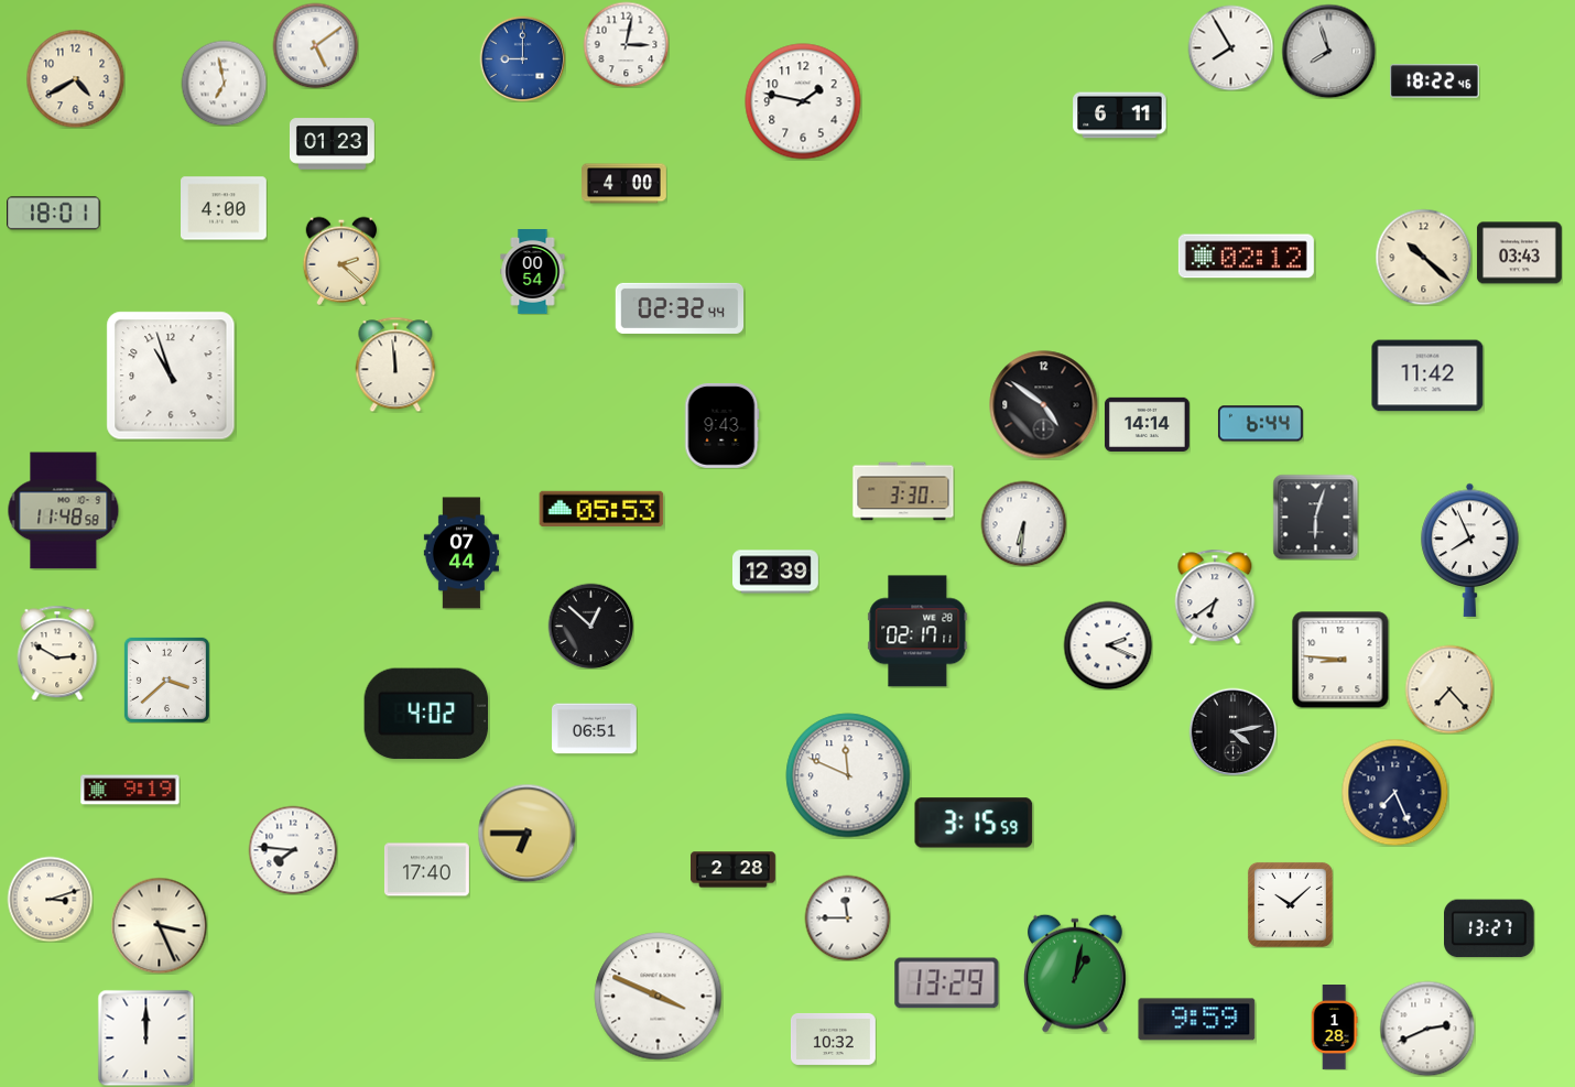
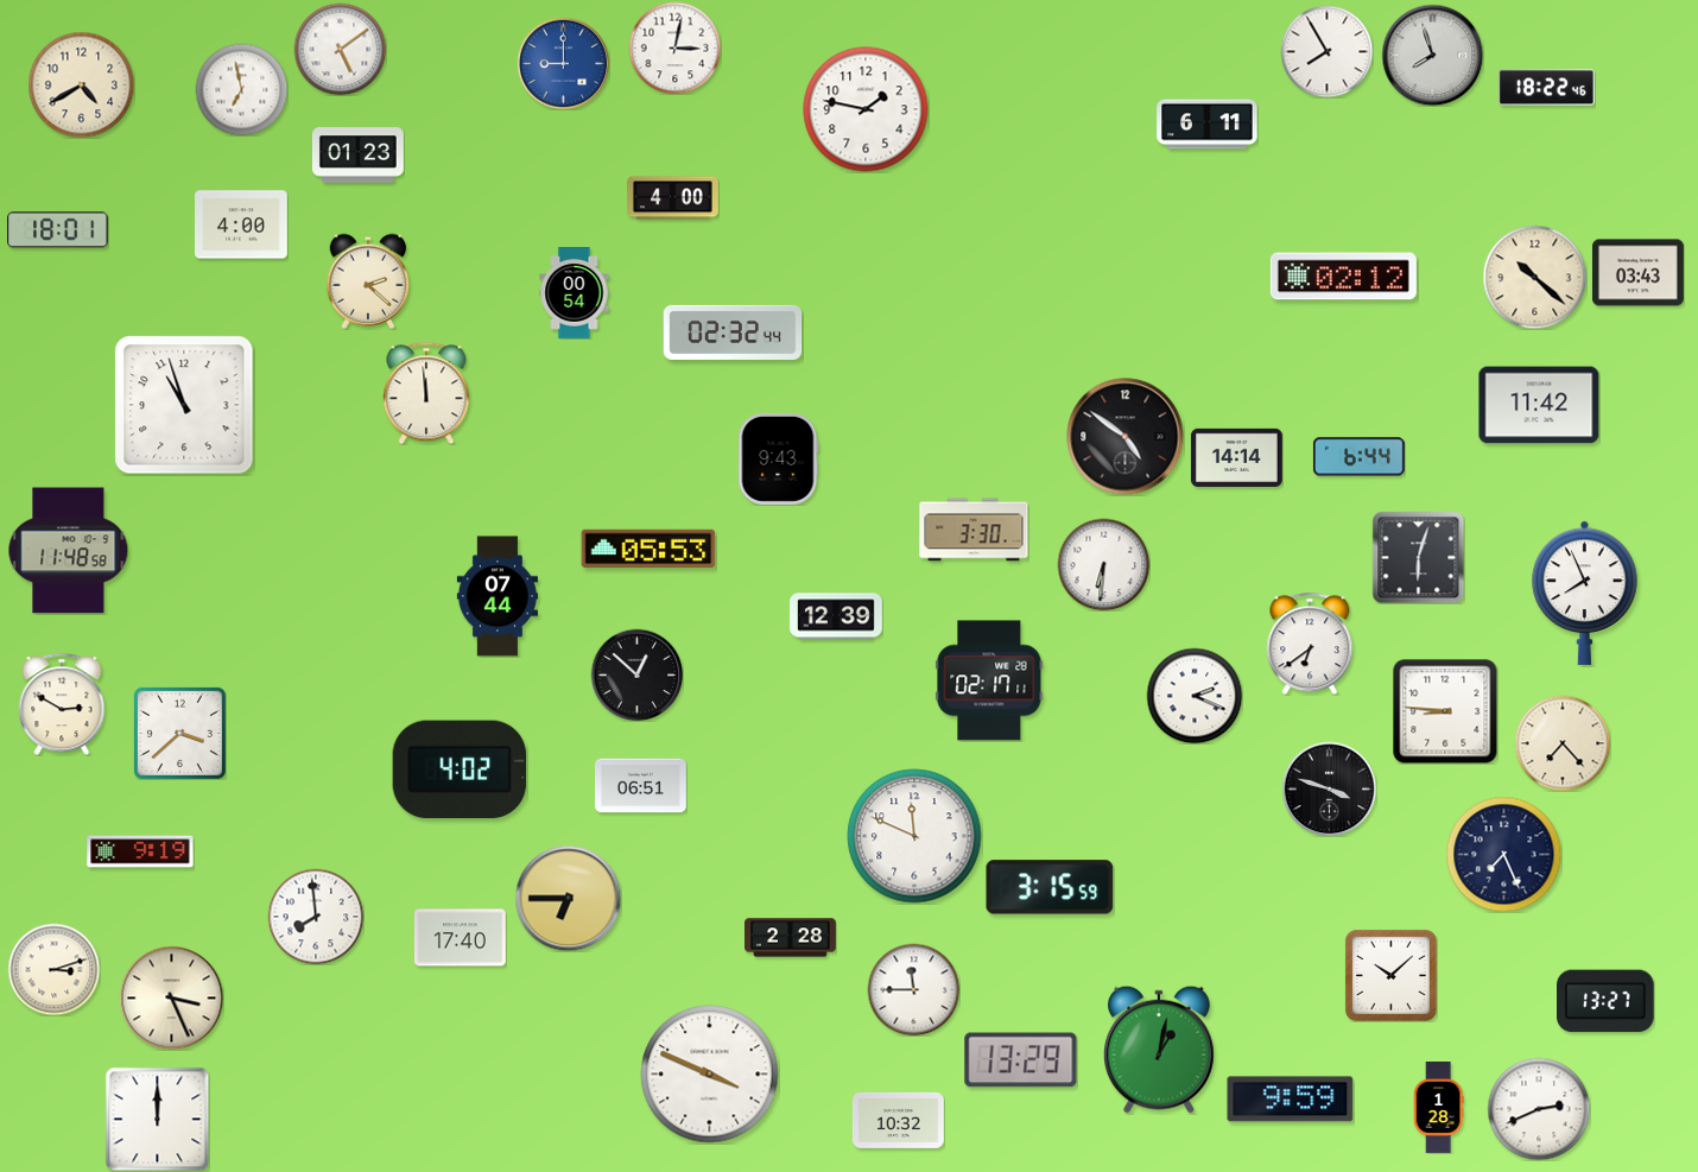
clock at (1232, 731): 4:13 -> 3:48
clock at (293, 850): 7:46 -> 7:59
